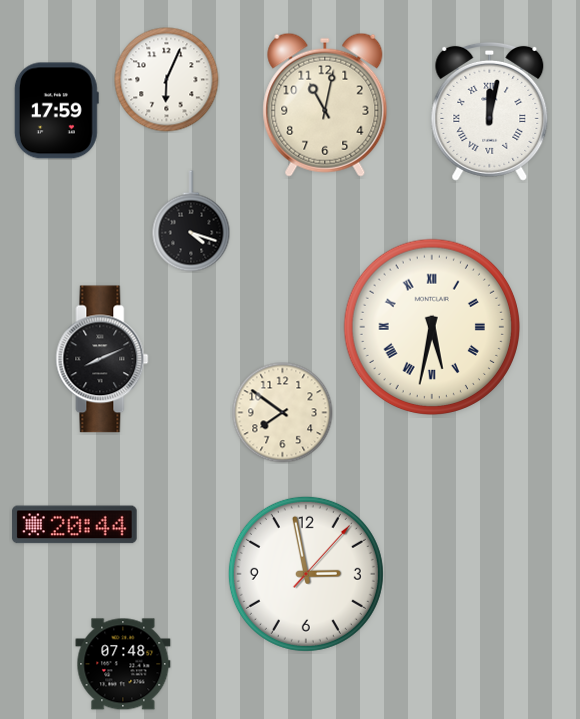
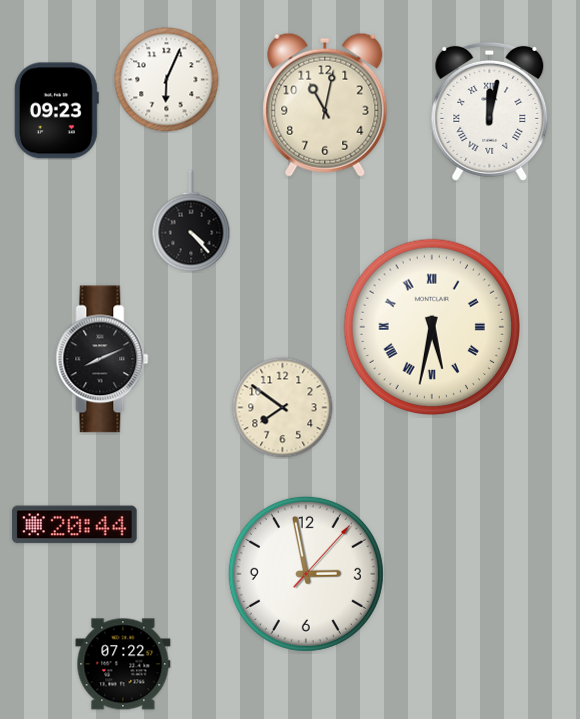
clock at (56, 111): 17:59 -> 09:23
clock at (191, 221): 4:18 -> 4:23
clock at (283, 413) position: (283, 413) -> (283, 408)
clock at (123, 664): 07:48 -> 07:22
